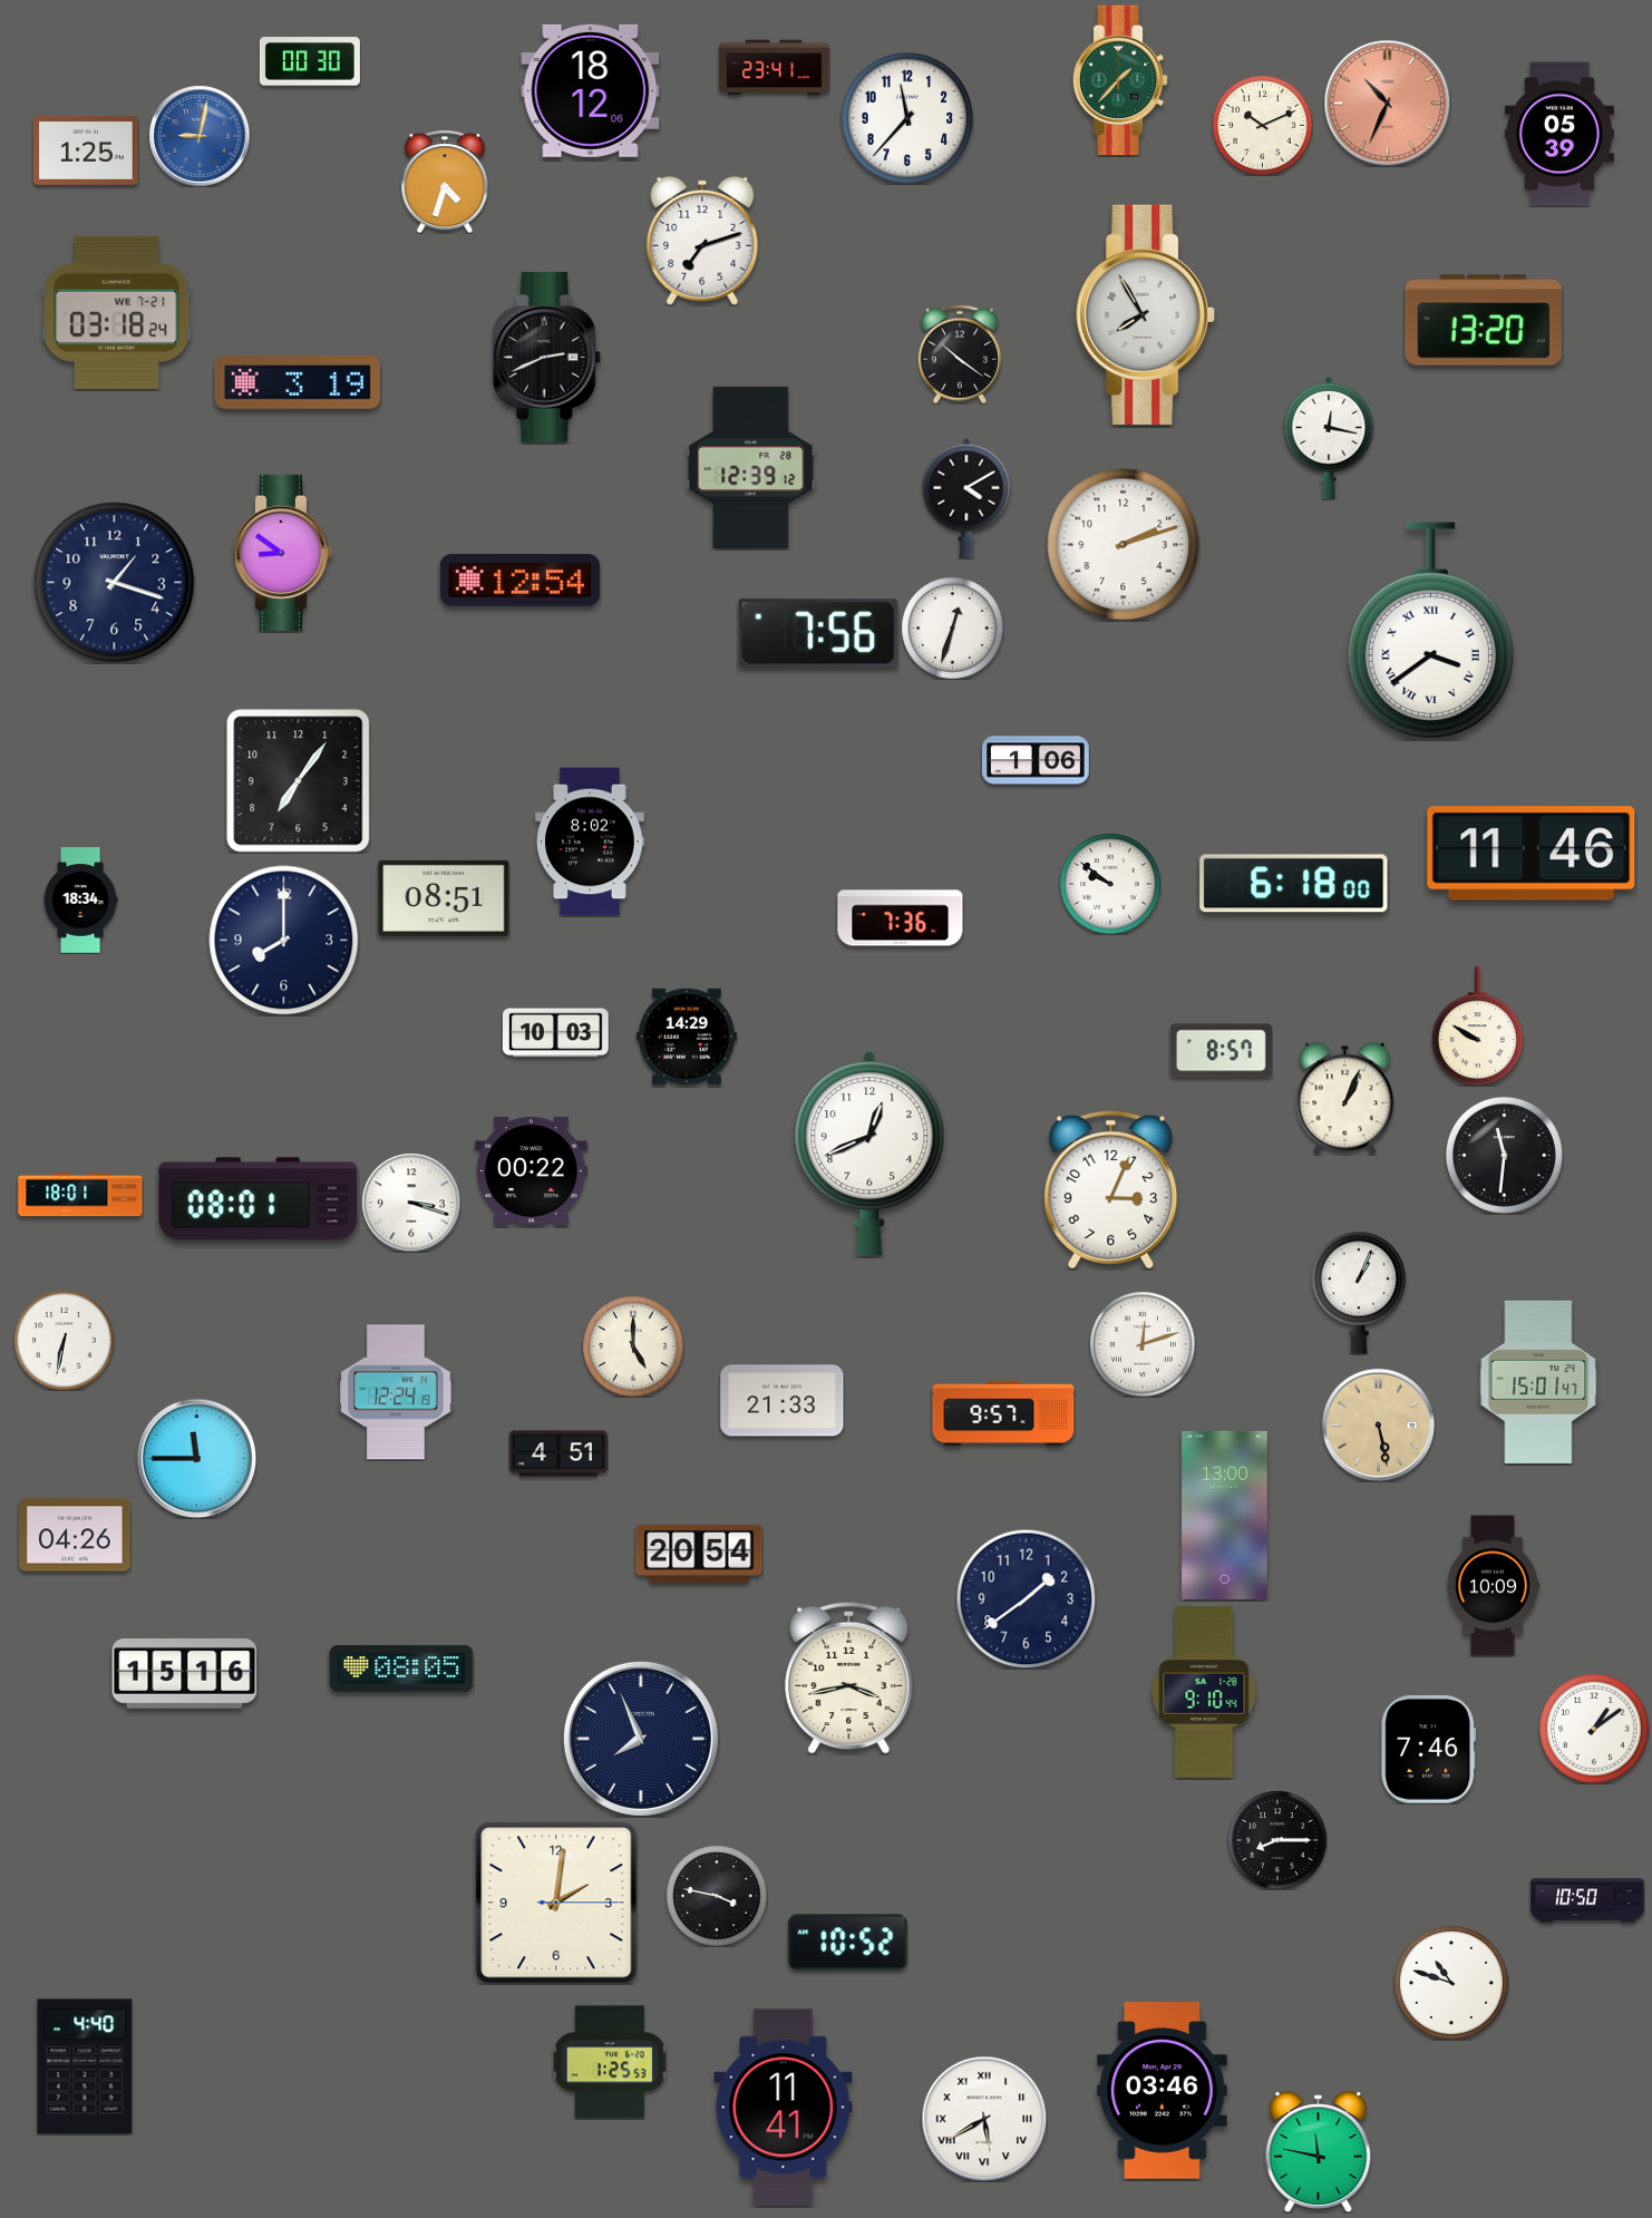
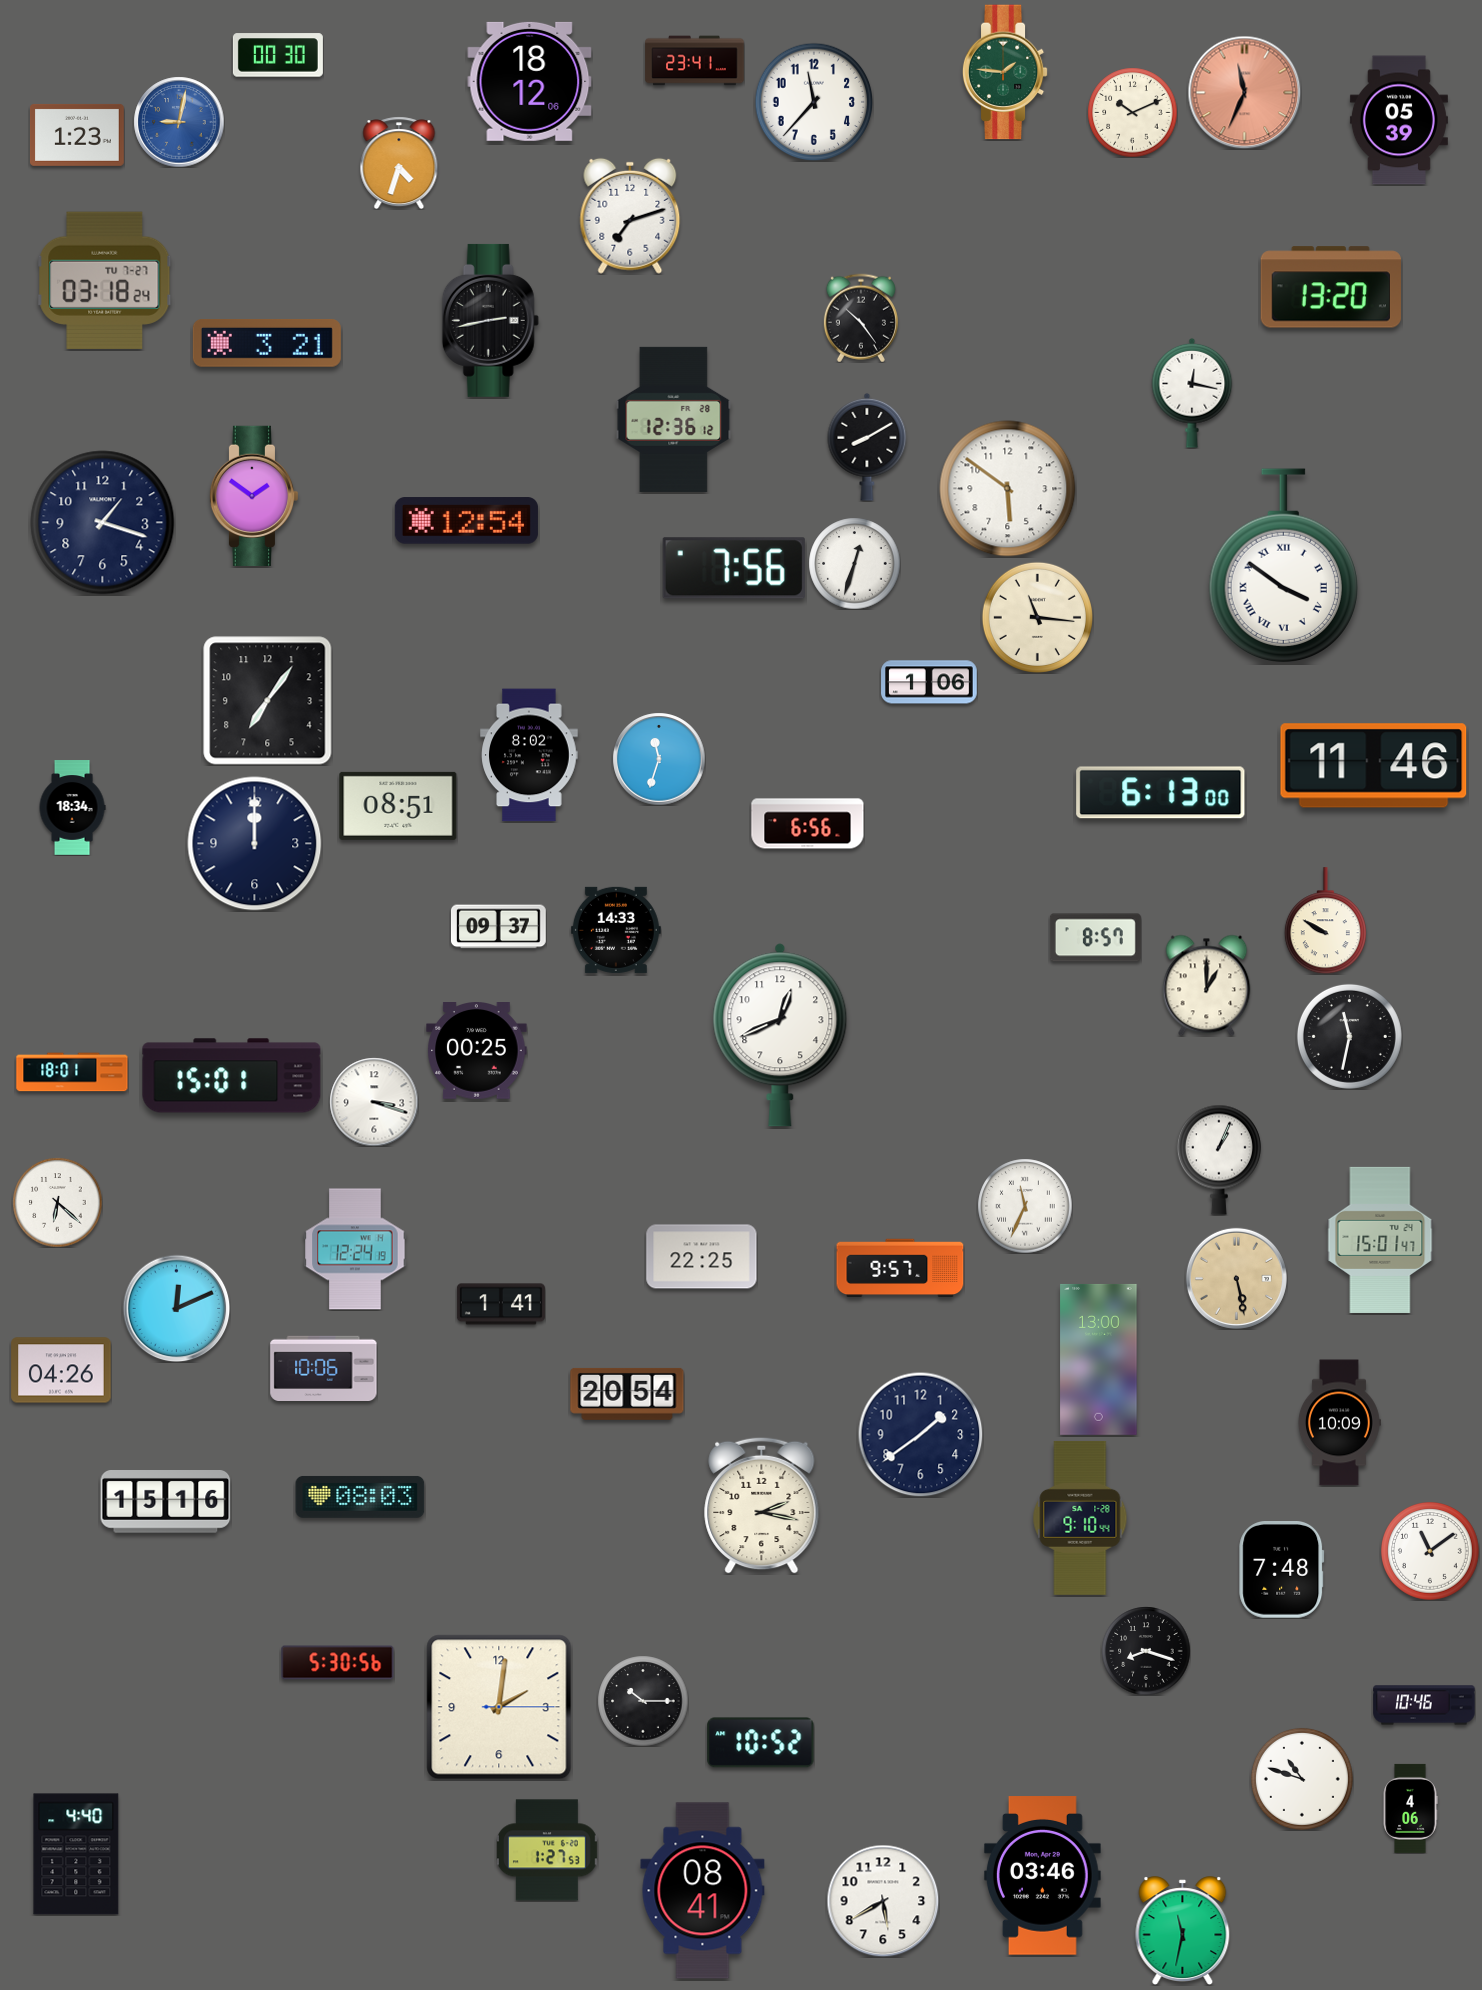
clock at (1120, 80): 1:37 -> 1:46
clock at (1387, 103): 10:34 -> 11:34
clock at (907, 118) position: (907, 118) -> (814, 102)
clock at (86, 150): 1:25 -> 1:23
clock at (117, 312) date: WE 7-21 -> TU 7-27
clock at (1147, 314): 7:55 -> none
clock at (960, 354): 10:21 -> 10:24
clock at (546, 357): 2:41 -> 2:43
clock at (298, 383): 3:19 -> 3:21
clock at (751, 467): 12:39 -> 12:36
clock at (966, 498): 4:10 -> 8:10
clock at (1124, 545): 2:12 -> 5:51
clock at (283, 552): 8:51 -> 1:51
clock at (1430, 631): 3:39 -> 3:51
clock at (1037, 617): none -> 11:16
clock at (659, 759): none -> 11:33
clock at (1110, 884): 9:51 -> none
clock at (1294, 884): 6:18 -> 6:13
clock at (901, 918): 7:36 -> 6:56
clock at (284, 941): 8:00 -> 12:00
clock at (555, 1033): 10:03 -> 09:37
clock at (687, 1037): 14:29 -> 14:33
clock at (1221, 1051) position: (1221, 1051) -> (1095, 938)
clock at (1345, 1098): 1:04 -> 1:00
clock at (1504, 1155): 11:31 -> 11:32
clock at (532, 1171): 00:22 -> 00:25
clock at (1111, 1189): 3:04 -> none
clock at (259, 1199): 08:01 -> 15:01
clock at (411, 1203) position: (411, 1203) -> (374, 1102)
clock at (64, 1340): 6:32 -> 6:22
clock at (1143, 1344): 12:12 -> 11:34
clock at (633, 1346): 5:00 -> none
clock at (783, 1401): 21:33 -> 22:25
clock at (558, 1453): 4:51 -> 1:41
clock at (196, 1458): 11:45 -> 12:11
clock at (324, 1368): none -> 10:06
clock at (75, 1535) position: (75, 1535) -> (61, 1370)
clock at (401, 1669): 08:05 -> 08:03
clock at (849, 1677): 3:43 -> 2:17
clock at (1595, 1730): 1:09 -> 11:09
clock at (641, 1739): 7:56 -> none
clock at (1429, 1750): 7:46 -> 7:48
clock at (1277, 1840): 8:15 -> 8:18
clock at (338, 1663): none -> 5:30
clock at (717, 1896): 3:47 -> 10:15
clock at (1587, 1900): 10:50 -> 10:46
clock at (1410, 1808): none -> 4:06
clock at (611, 2062): 1:25 -> 1:27
clock at (784, 2108): 11:41 -> 08:41
clock at (984, 2119) numerals: Roman -> Arabic
clock at (1319, 2151): 11:47 -> 11:32
